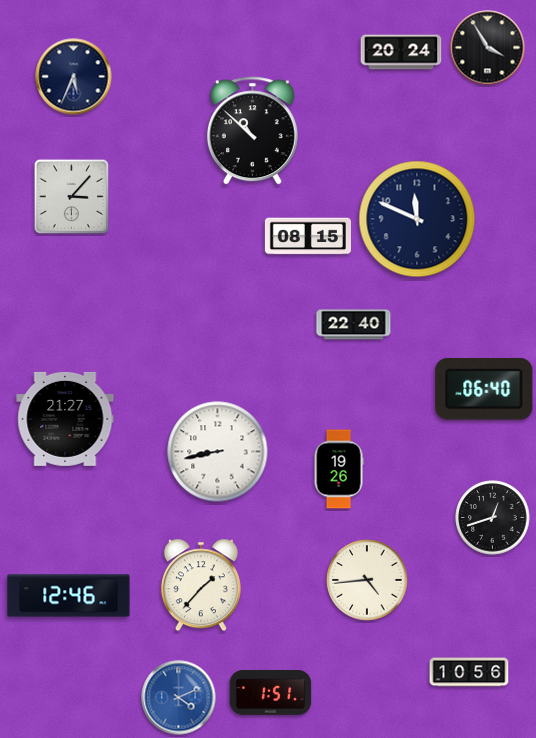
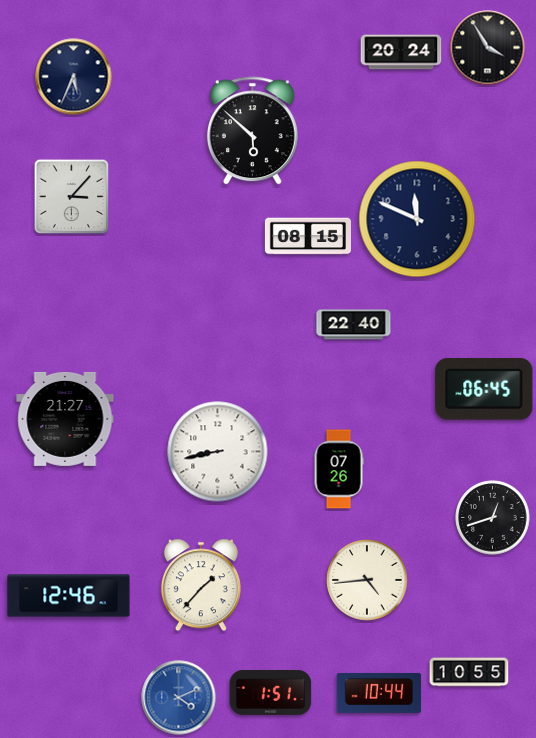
clock at (252, 131): 10:52 -> 5:52
clock at (484, 389): 06:40 -> 06:45
clock at (339, 469): 19:26 -> 07:26
clock at (469, 672): 10:56 -> 10:55
clock at (379, 693): none -> 10:44
